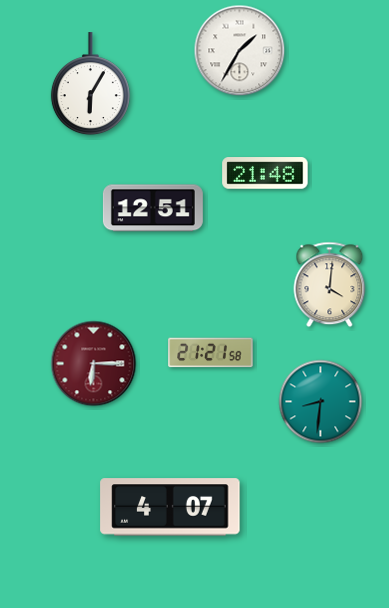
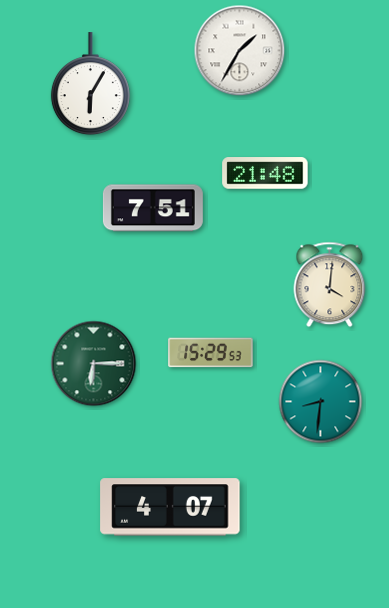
clock at (153, 208): 12:51 -> 7:51
clock at (211, 353): 21:21 -> 15:29
clock at (94, 364) dial: burgundy -> green
